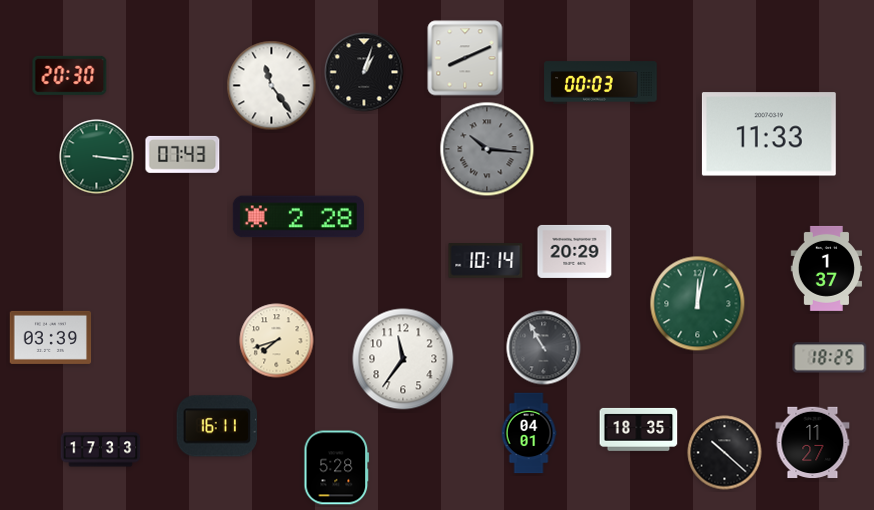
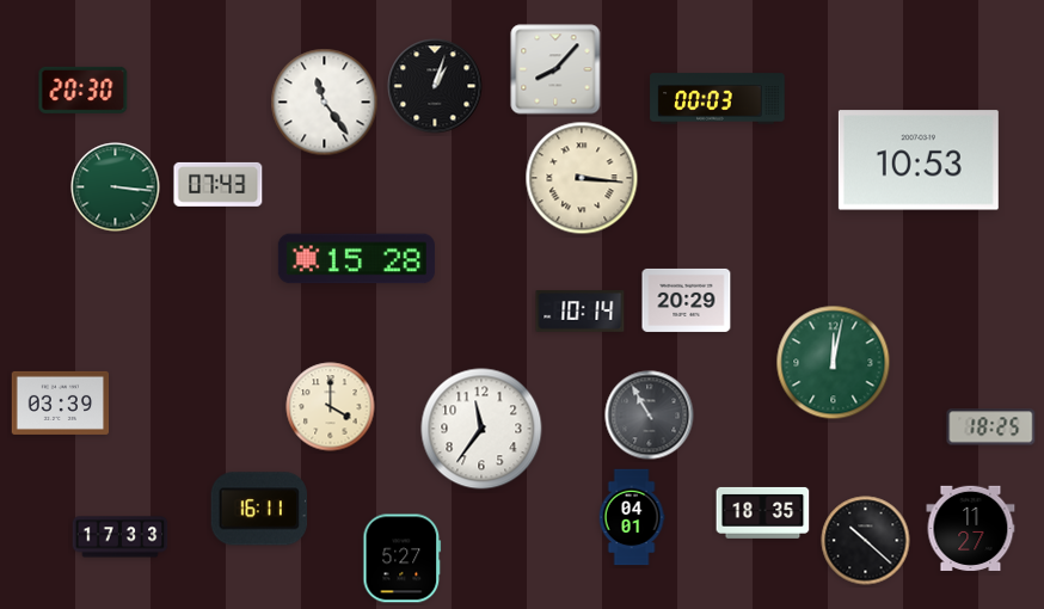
clock at (465, 58): 8:11 -> 8:07
clock at (769, 134): 11:33 -> 10:53
clock at (487, 149): 10:16 -> 3:16
clock at (487, 149) dial: grey -> cream
clock at (298, 217): 2:28 -> 15:28
clock at (826, 268): 1:37 -> none
clock at (277, 341): 7:42 -> 4:00
clock at (337, 468): 5:28 -> 5:27
